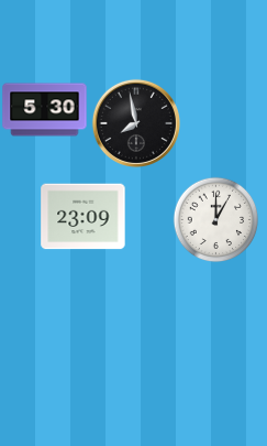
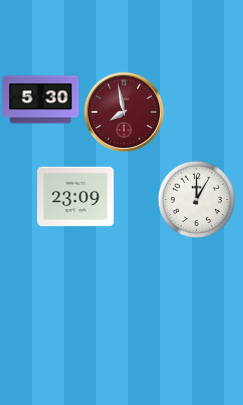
clock at (136, 123) dial: black -> burgundy
